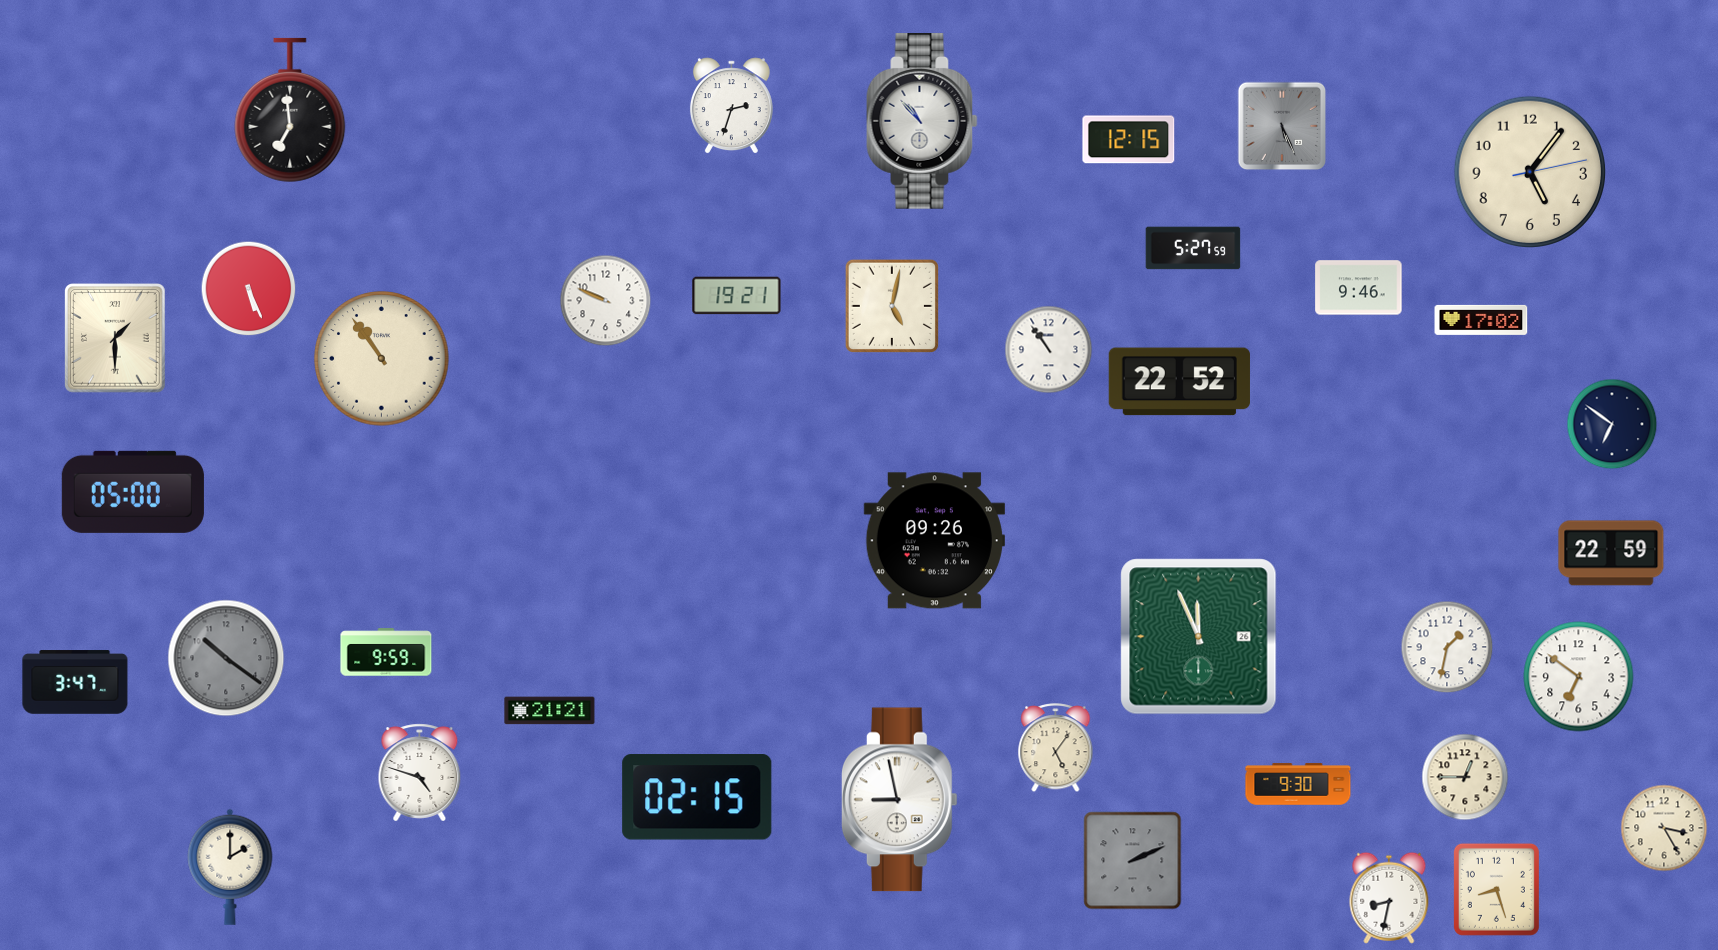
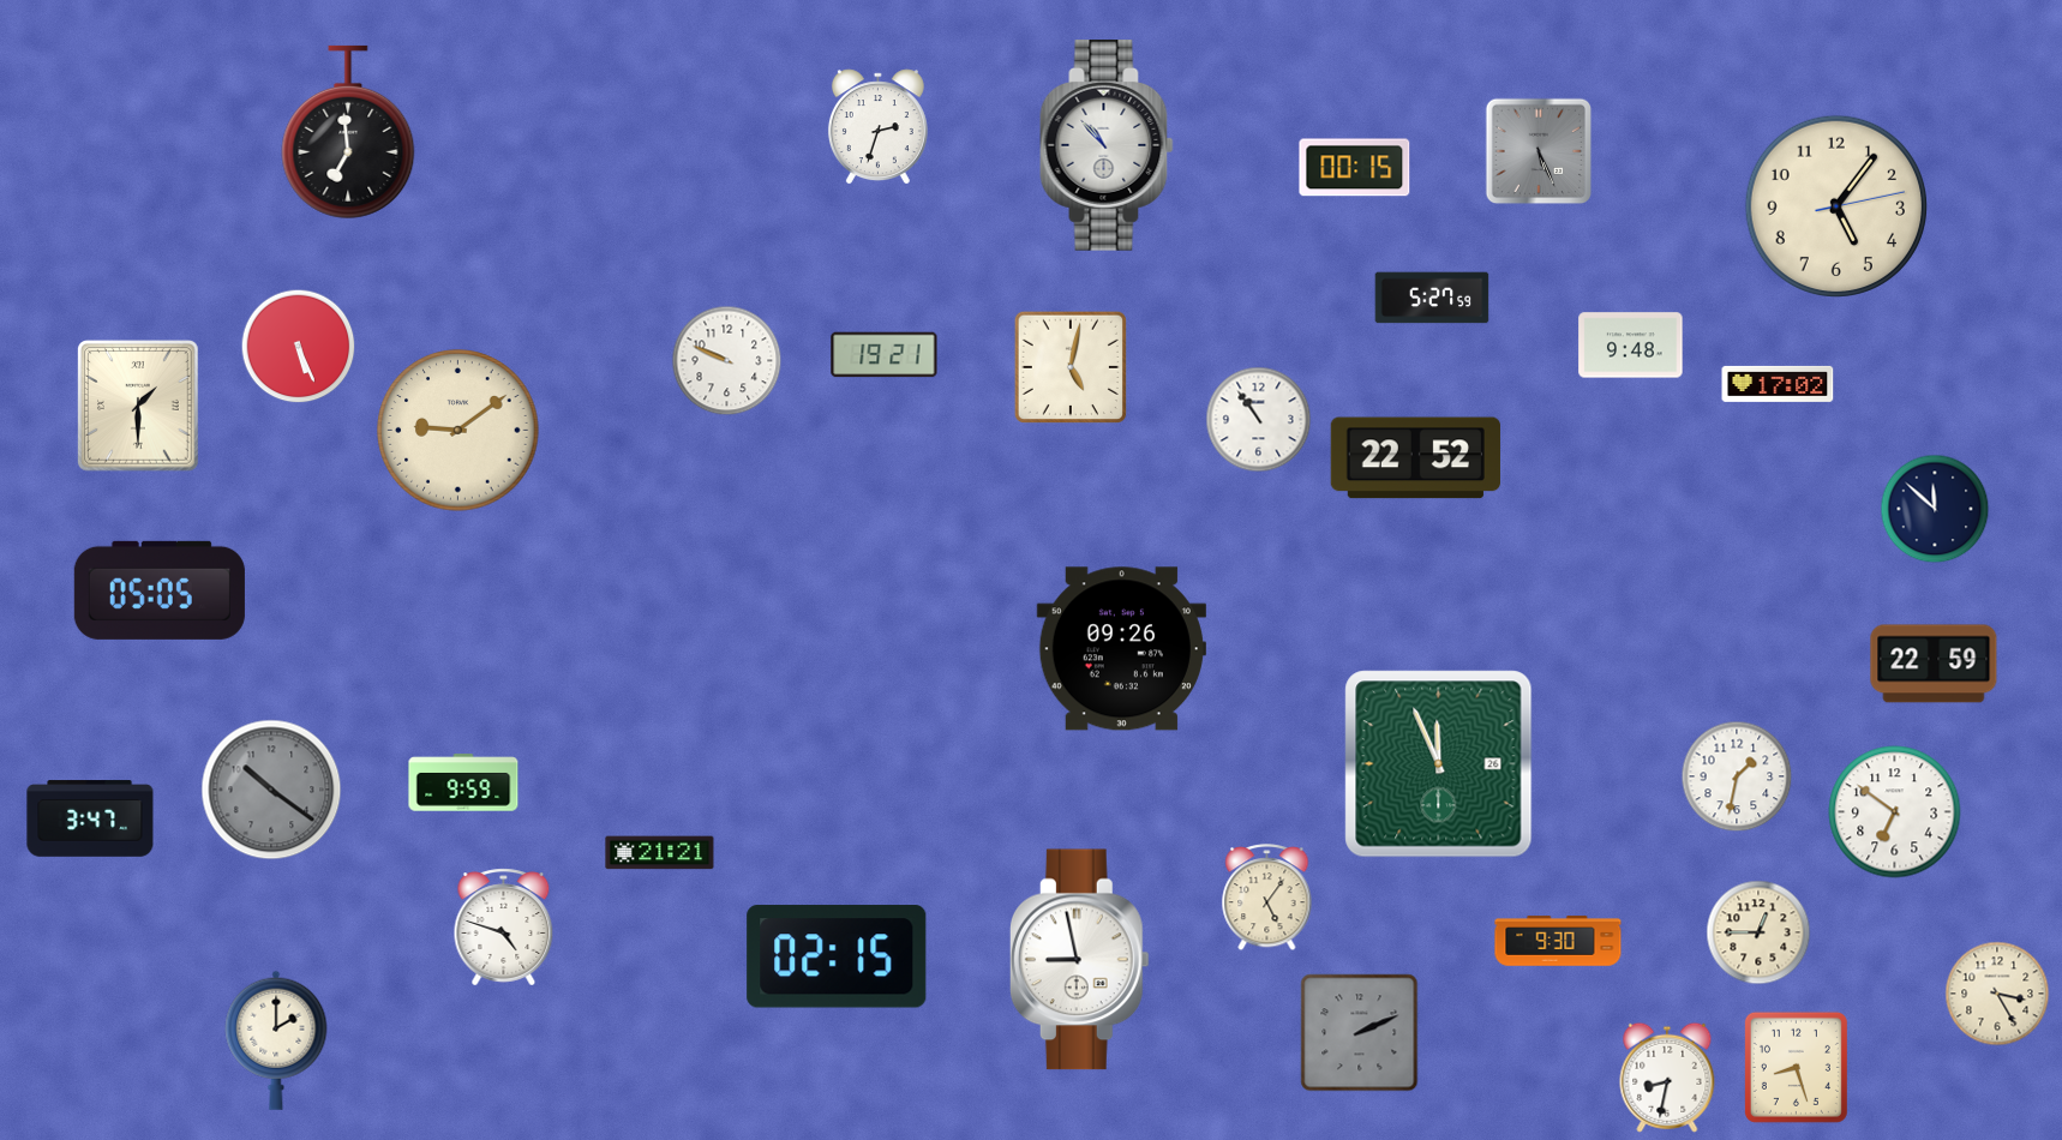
clock at (1129, 140): 12:15 -> 00:15
clock at (1359, 288): 9:46 -> 9:48
clock at (382, 359): 10:54 -> 9:09
clock at (1612, 424): 6:51 -> 11:52
clock at (133, 492): 05:00 -> 05:05
